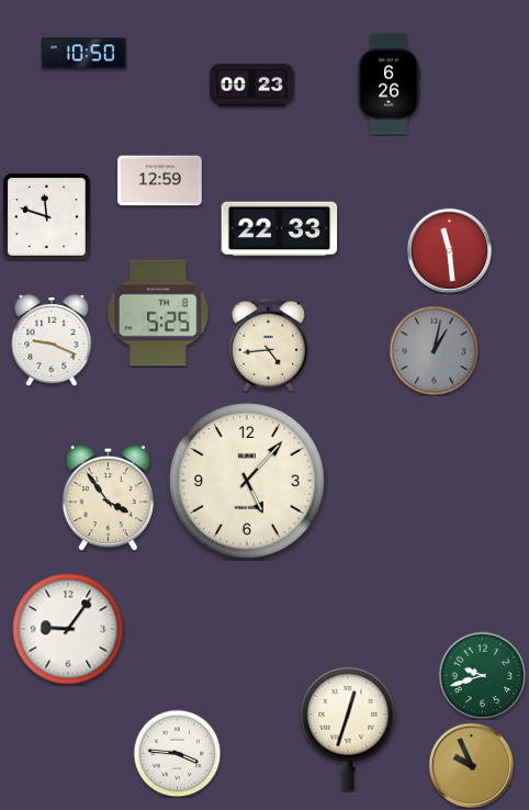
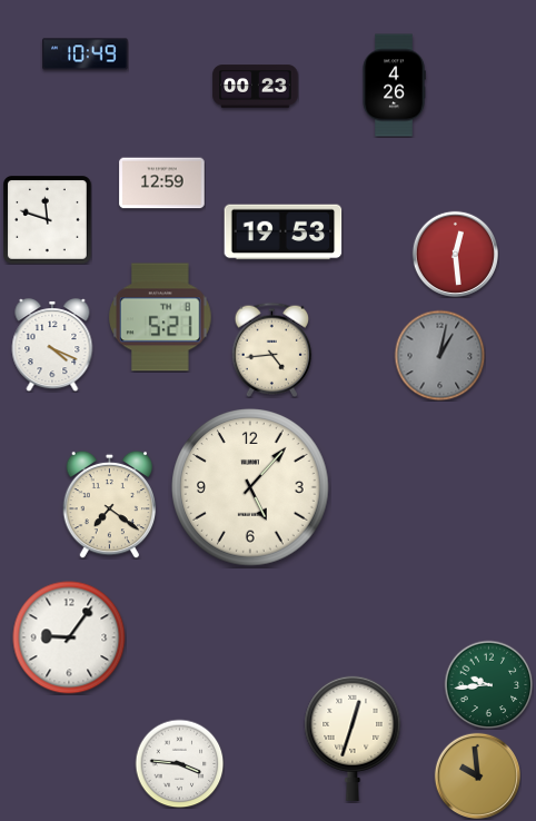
clock at (85, 54): 10:50 -> 10:49
clock at (389, 85): 6:26 -> 4:26
clock at (280, 229): 22:33 -> 19:53
clock at (449, 250): 11:29 -> 12:29
clock at (159, 313): 5:25 -> 5:21
clock at (52, 340): 9:19 -> 4:19
clock at (109, 497): 3:54 -> 7:21
clock at (482, 675): 9:42 -> 9:44
clock at (471, 765): 9:56 -> 9:59
